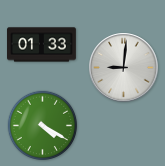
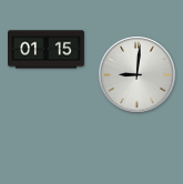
clock at (42, 45): 01:33 -> 01:15
clock at (42, 125): 4:20 -> none
